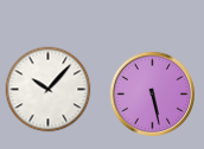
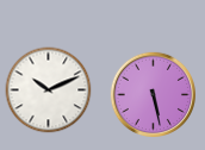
clock at (49, 90): 10:07 -> 10:11
